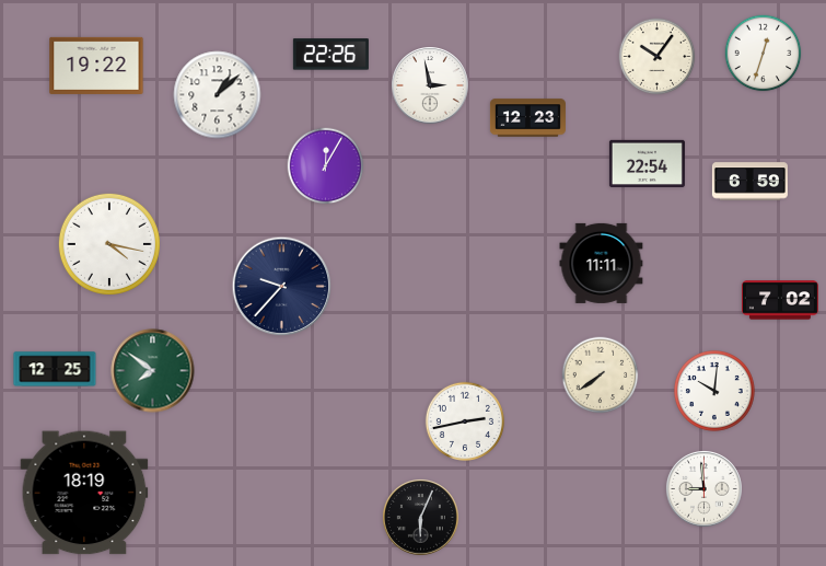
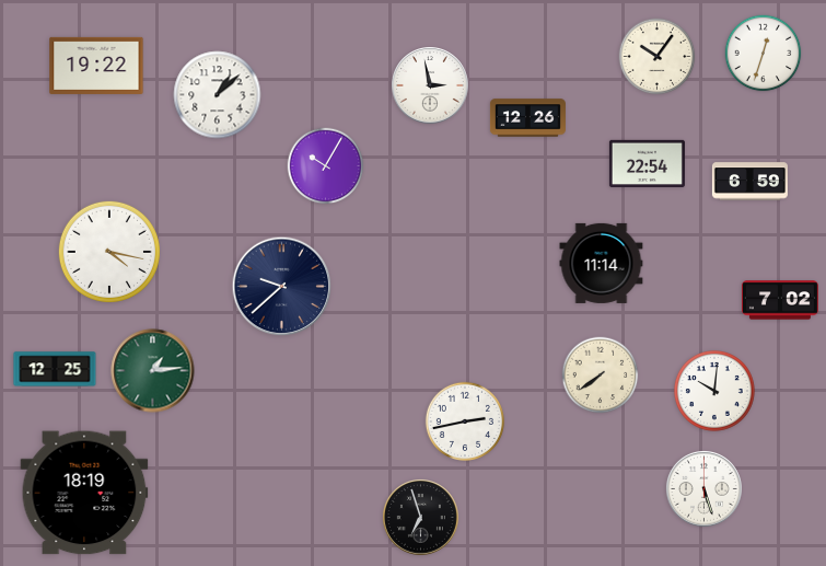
clock at (330, 55): 22:26 -> none
clock at (527, 118): 12:23 -> 12:26
clock at (326, 166): 12:05 -> 10:05
clock at (109, 244) position: (109, 244) -> (109, 252)
clock at (602, 263): 11:11 -> 11:14
clock at (282, 287): 9:37 -> 9:38
clock at (153, 371): 7:51 -> 1:14
clock at (703, 488): 8:59 -> 5:27
clock at (420, 517): 6:04 -> 6:57
